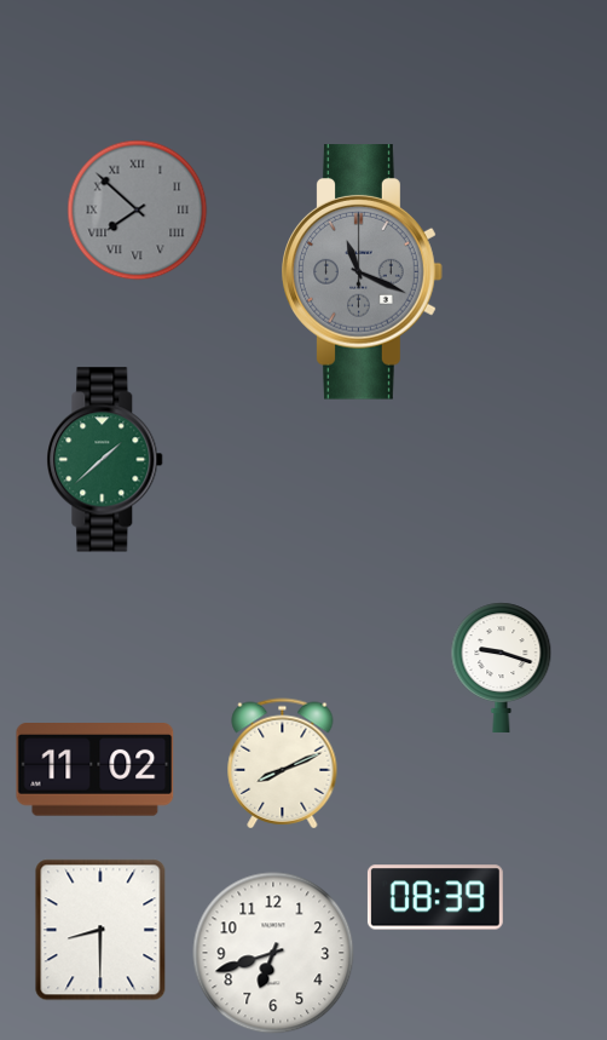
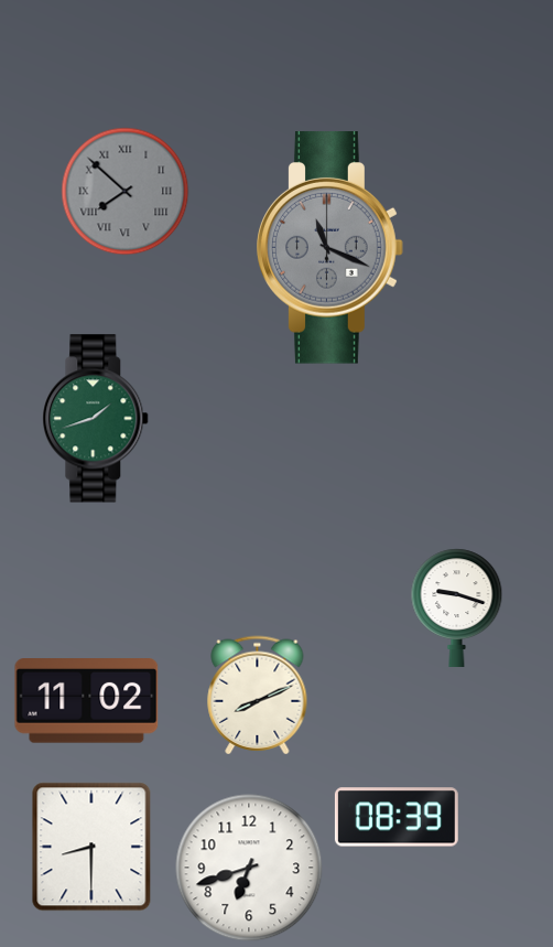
clock at (105, 460): 1:38 -> 1:42
